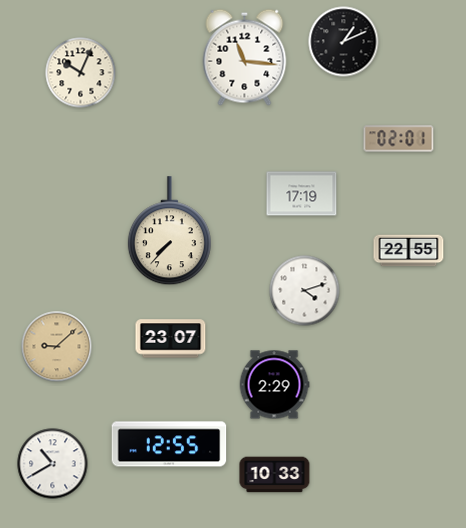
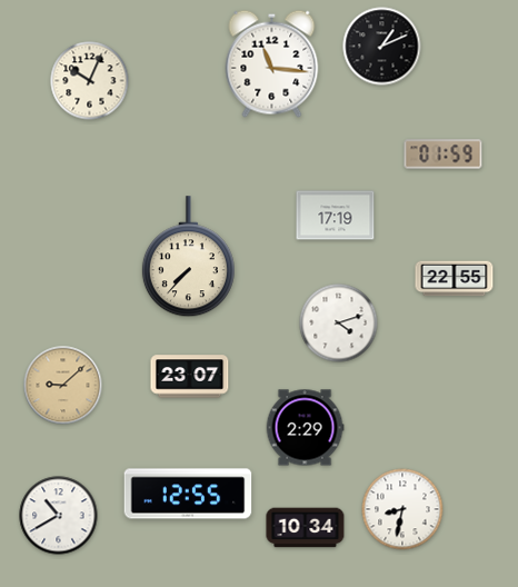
clock at (399, 139): 02:01 -> 01:59
clock at (402, 509): none -> 8:32
clock at (275, 475): 10:33 -> 10:34
